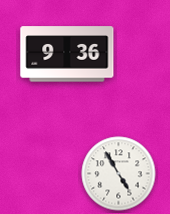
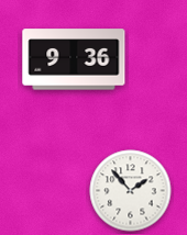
clock at (119, 174): 4:55 -> 1:53
